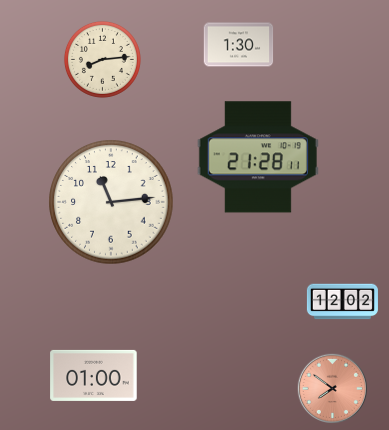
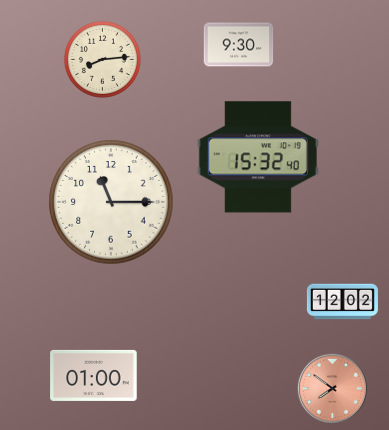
clock at (239, 45): 1:30 -> 9:30
clock at (258, 157): 21:28 -> 15:32
clock at (111, 202): 11:14 -> 11:15
